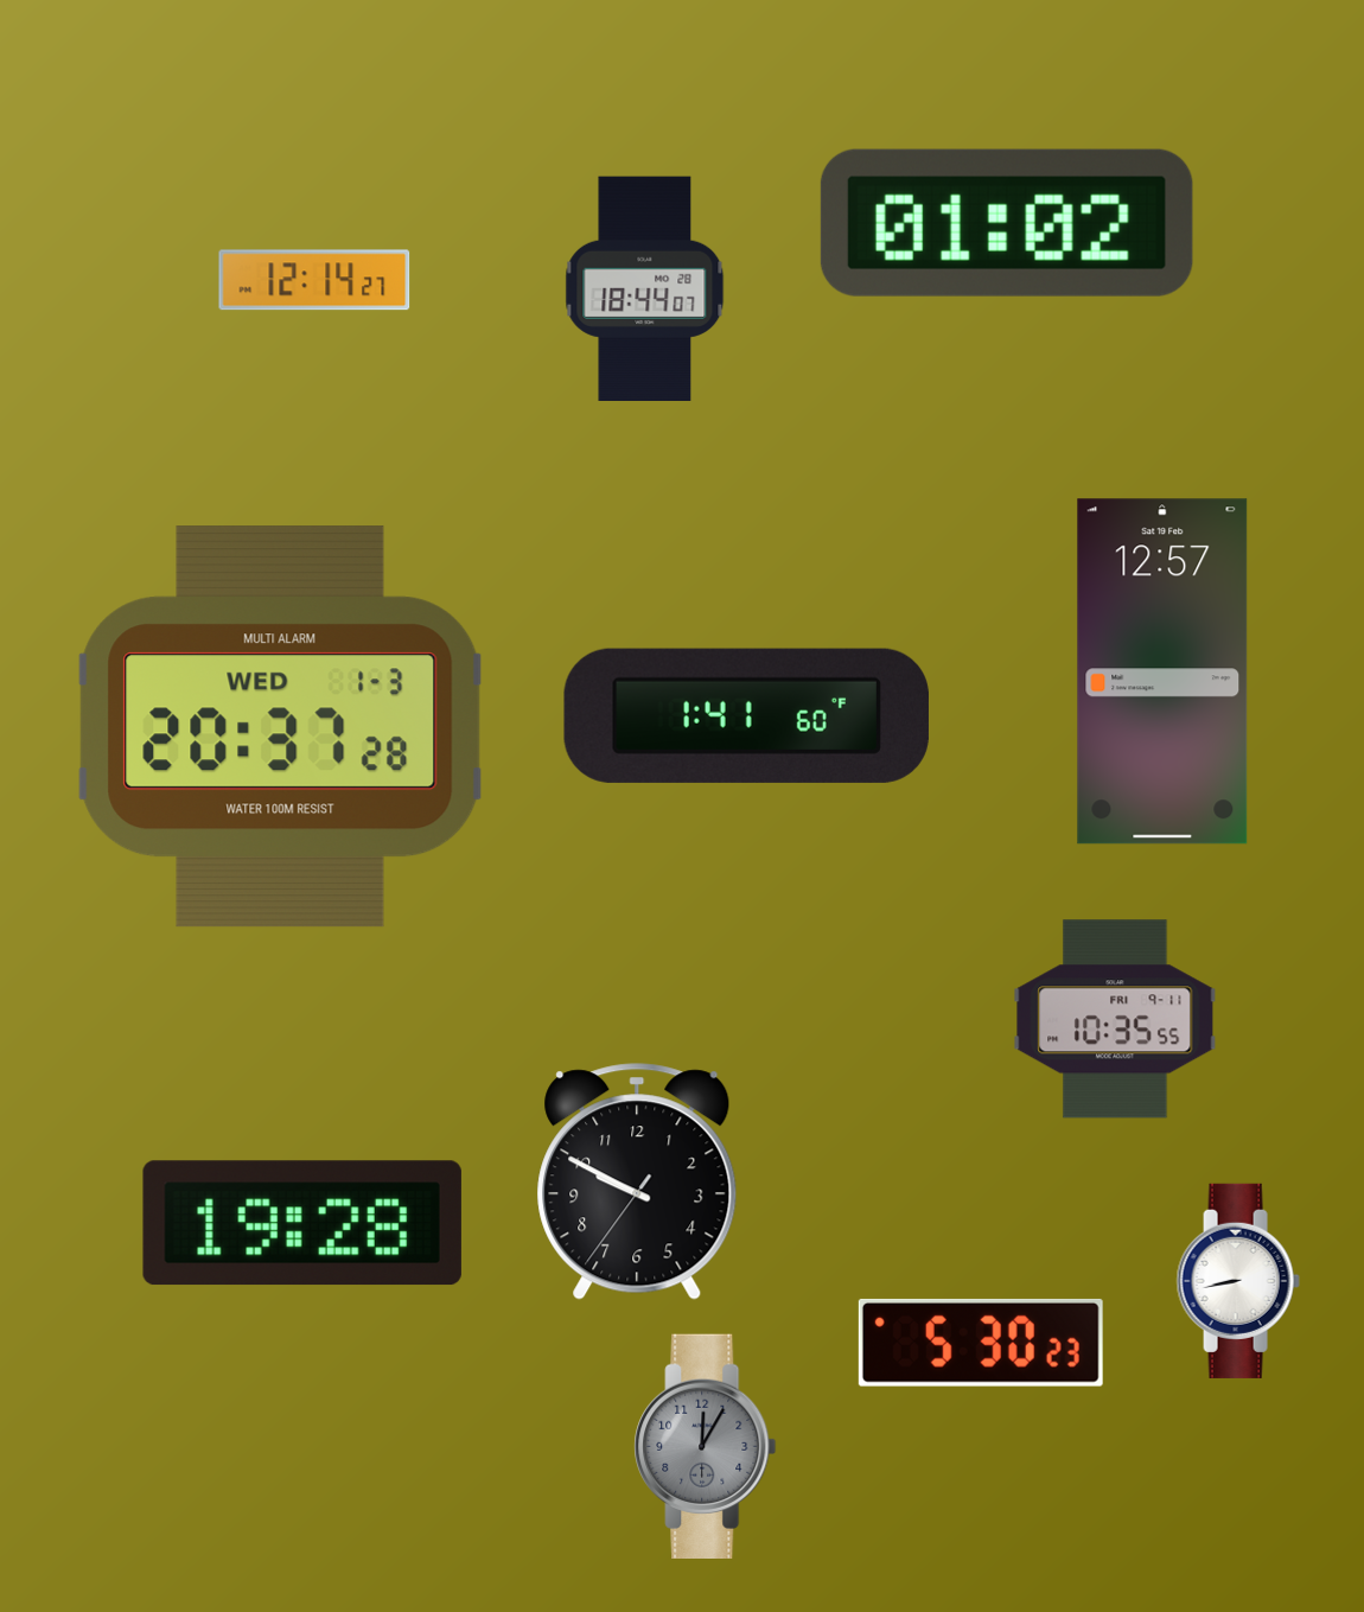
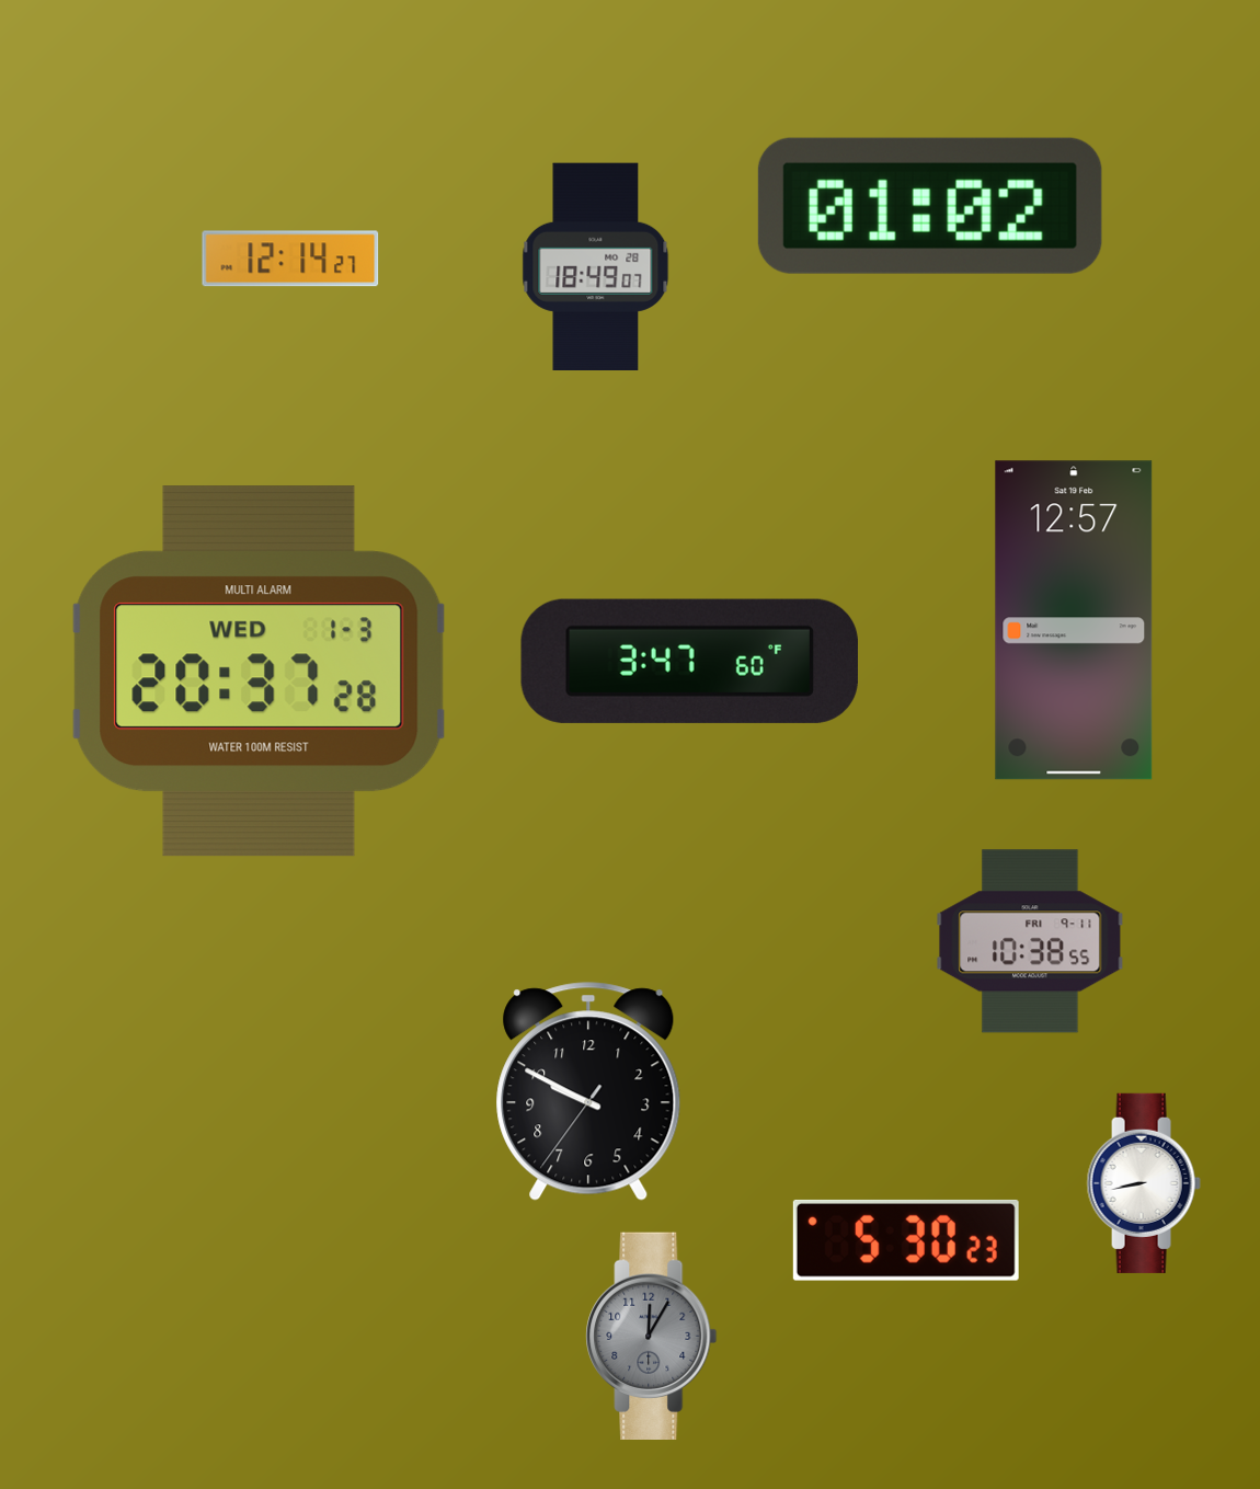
clock at (645, 288): 18:44 -> 18:49
clock at (746, 715): 1:41 -> 3:47
clock at (1115, 1019): 10:35 -> 10:38
clock at (302, 1223): 19:28 -> none
